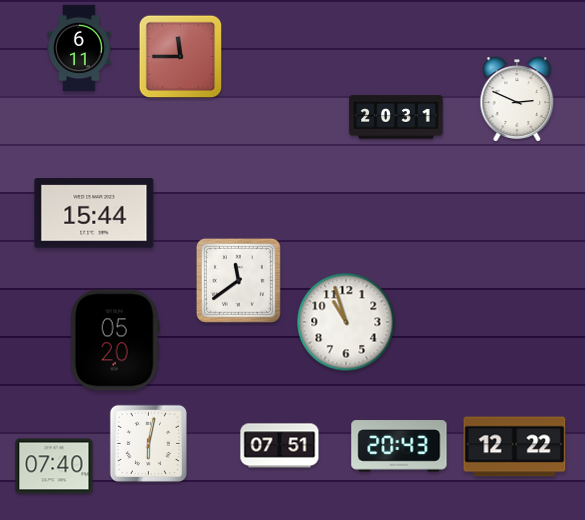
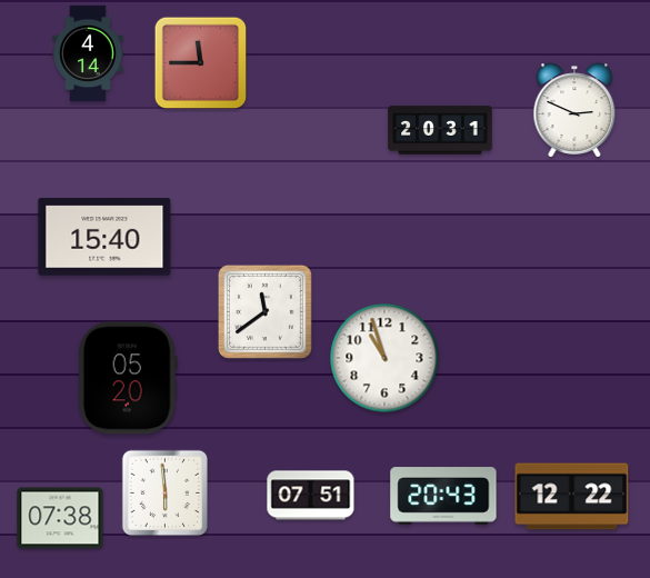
clock at (79, 48): 6:11 -> 4:14
clock at (94, 213): 15:44 -> 15:40
clock at (148, 443): 6:02 -> 5:59
clock at (54, 466): 07:40 -> 07:38
